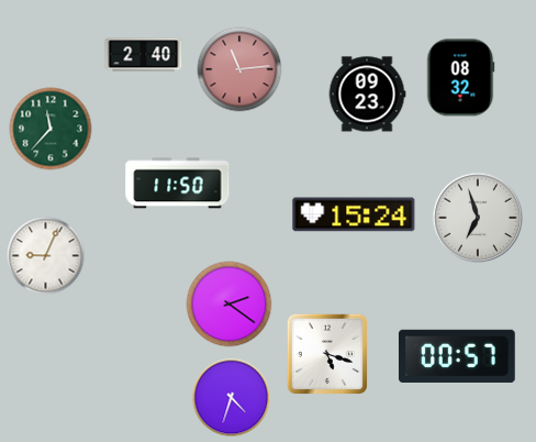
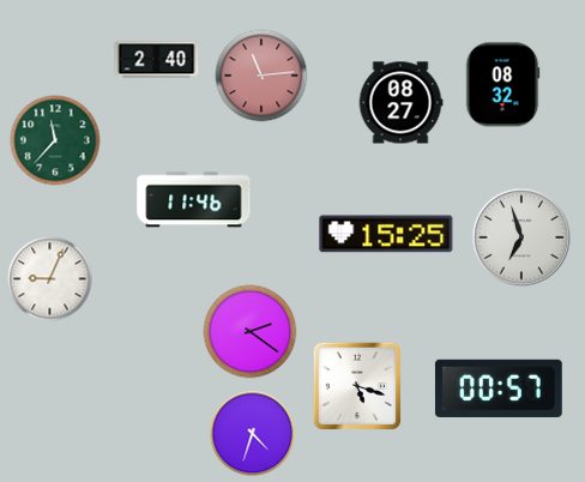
clock at (367, 95): 09:23 -> 08:27
clock at (178, 184): 11:50 -> 11:46
clock at (354, 214): 15:24 -> 15:25
